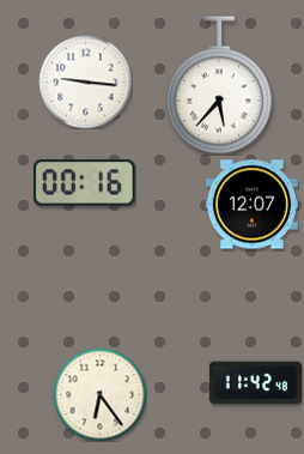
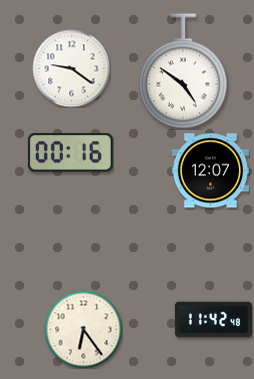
clock at (85, 81): 9:16 -> 9:21
clock at (219, 85): 5:37 -> 4:51
